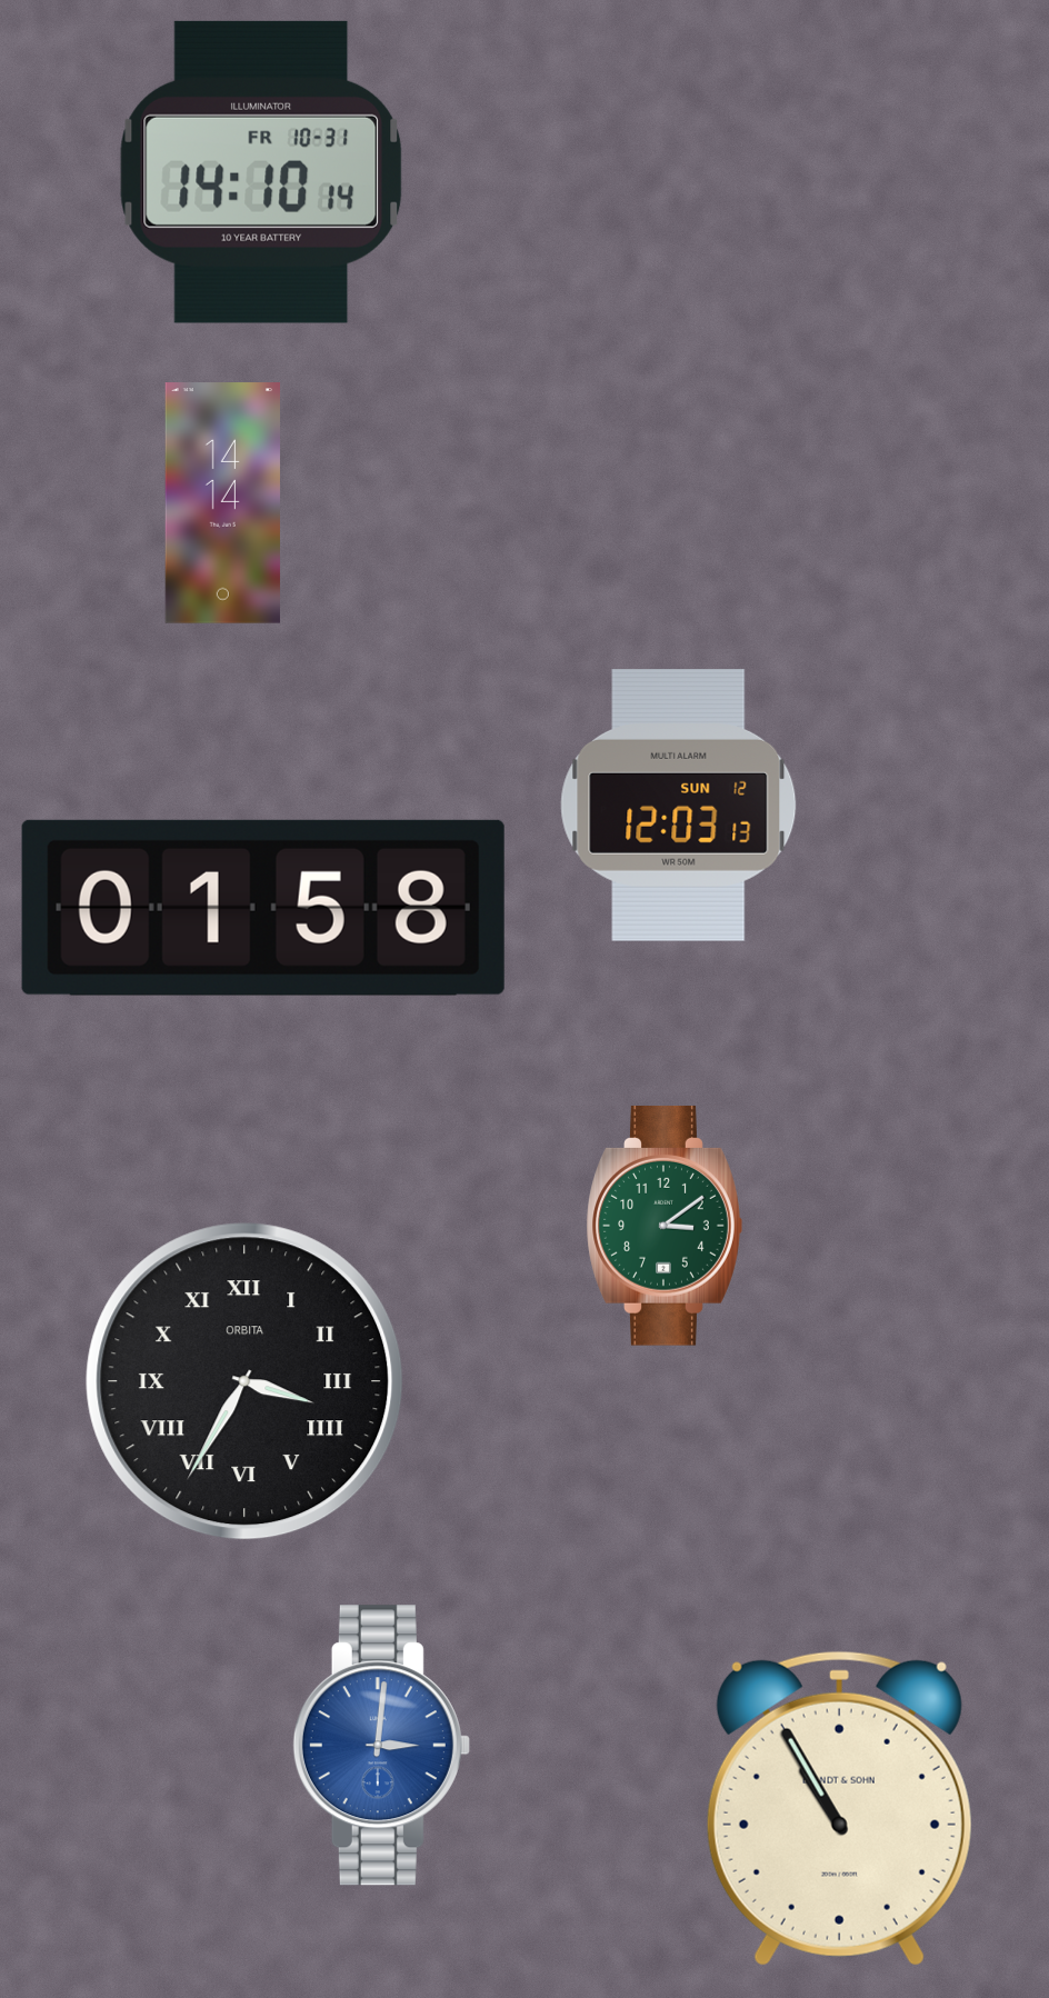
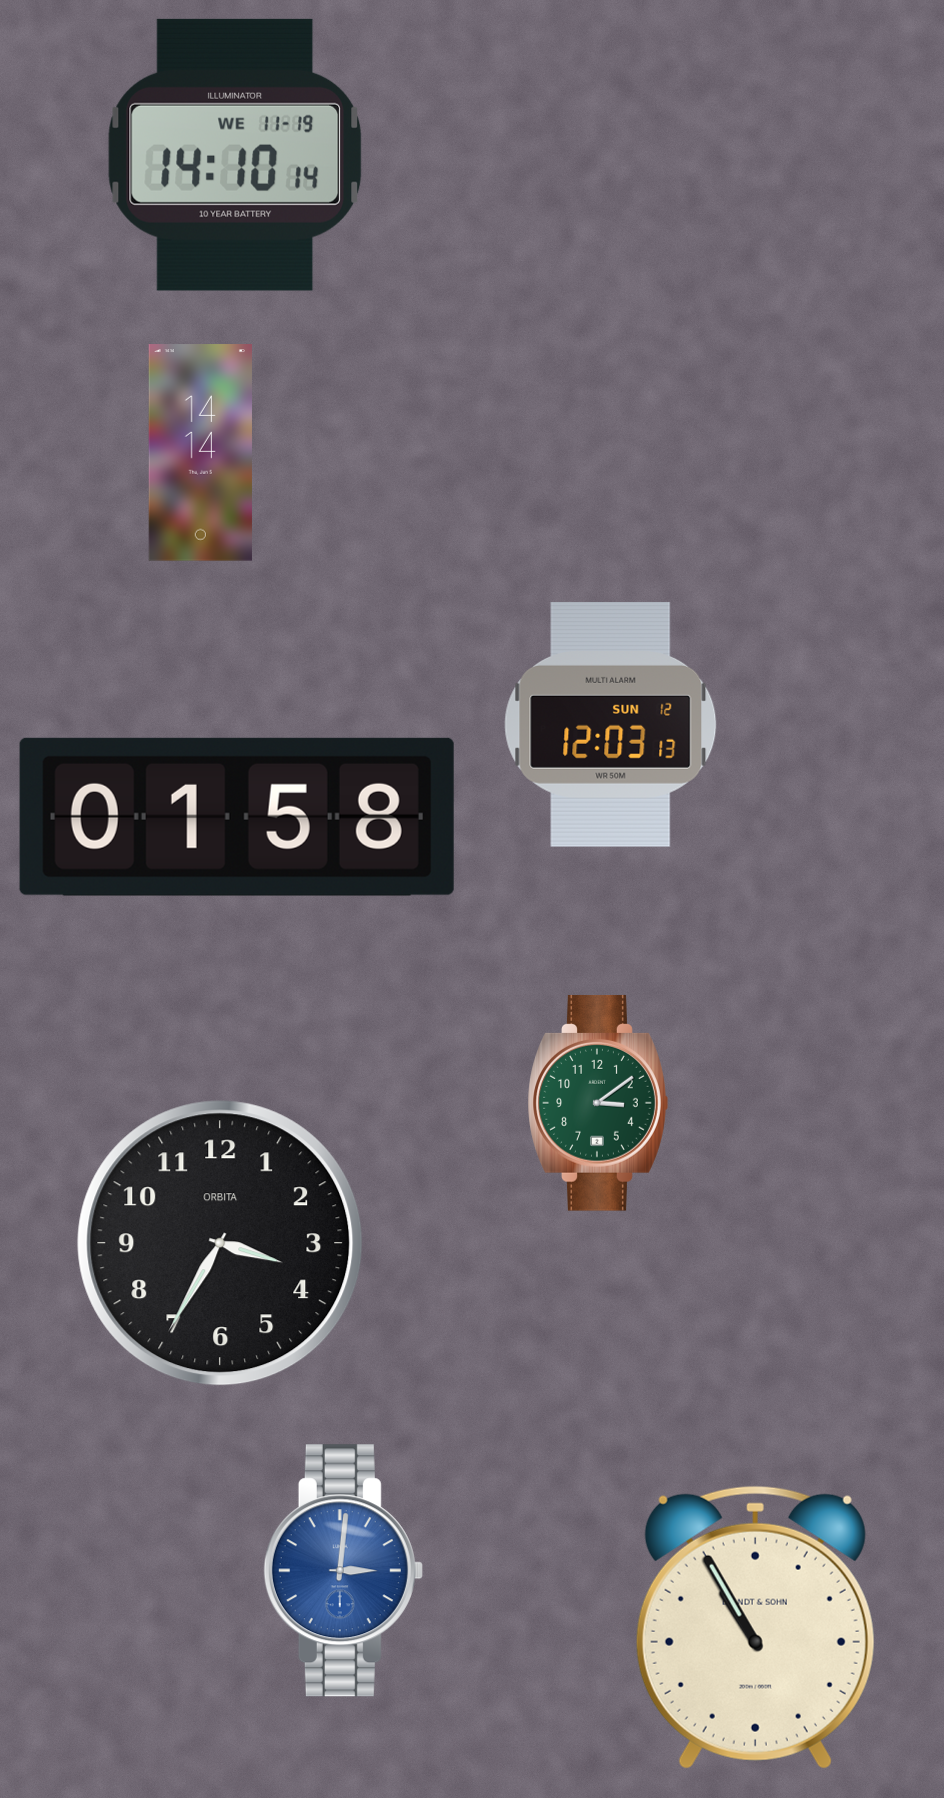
clock at (261, 172) date: FR 10-31 -> WE 11-19
clock at (244, 1381) numerals: Roman -> Arabic
